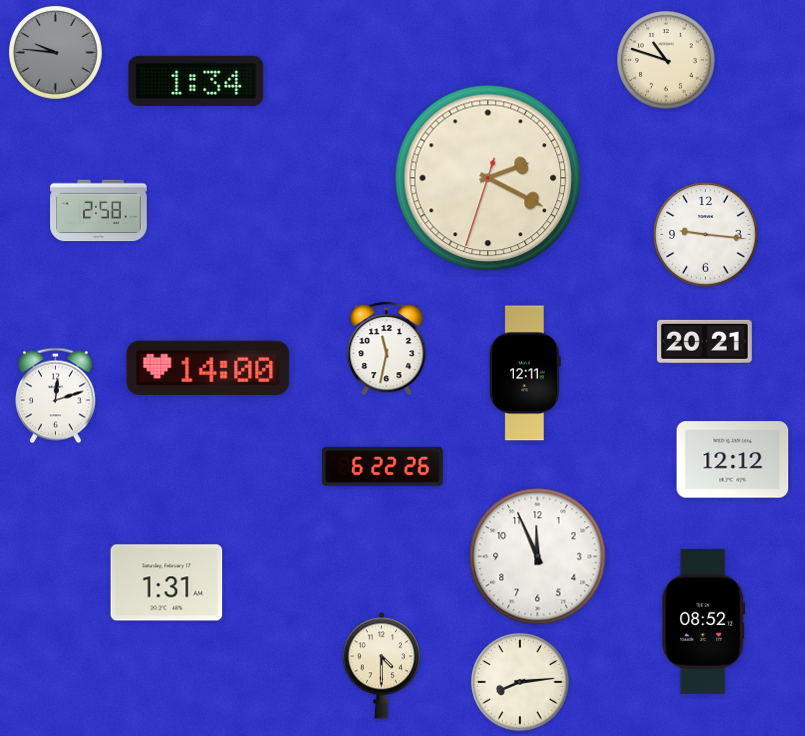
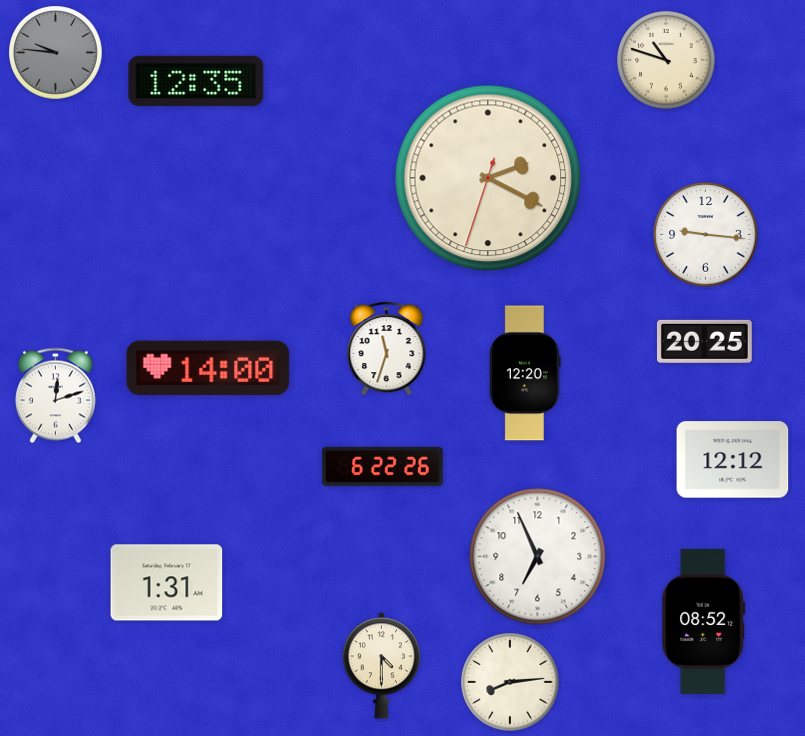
clock at (196, 81): 1:34 -> 12:35
clock at (99, 211): 2:58 -> none
clock at (704, 341): 20:21 -> 20:25
clock at (387, 348): 11:32 -> 11:33
clock at (525, 373): 12:11 -> 12:20
clock at (538, 557): 11:56 -> 6:56
clock at (520, 682) position: (520, 682) -> (510, 682)
